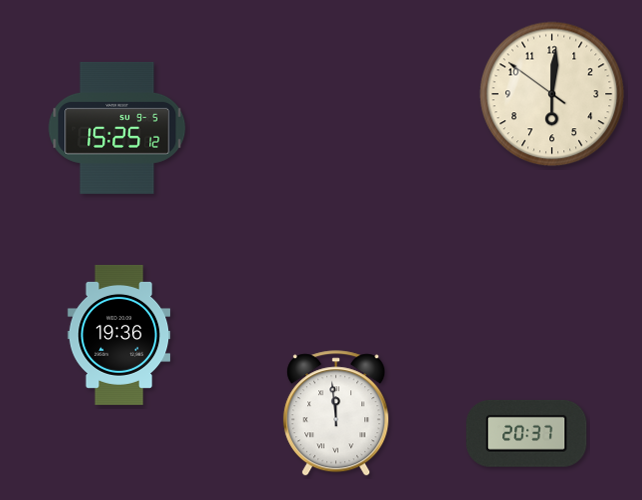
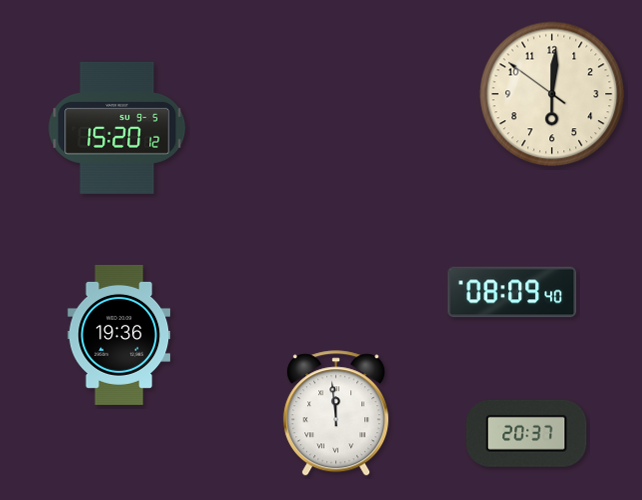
clock at (117, 128): 15:25 -> 15:20
clock at (512, 292): none -> 08:09
